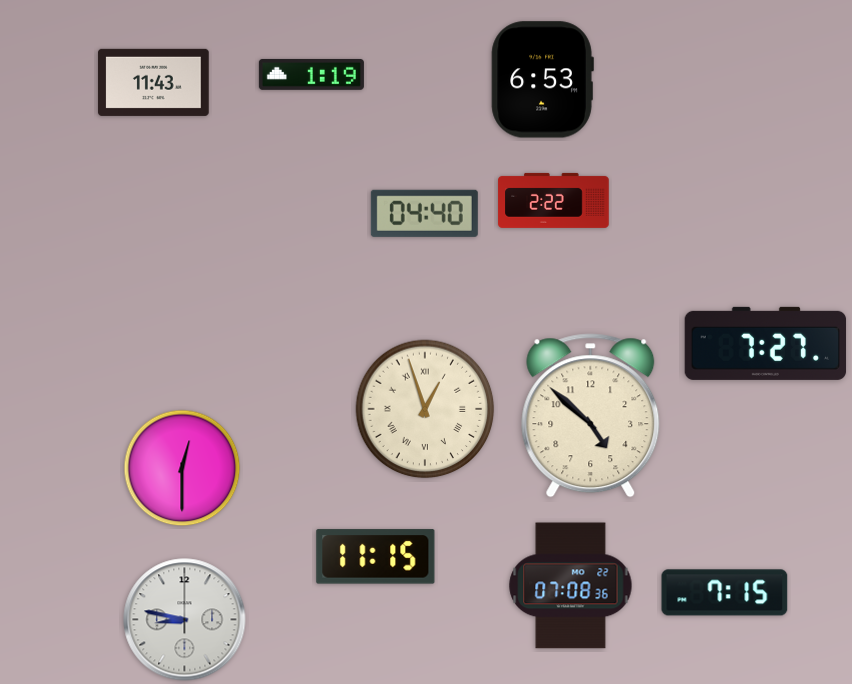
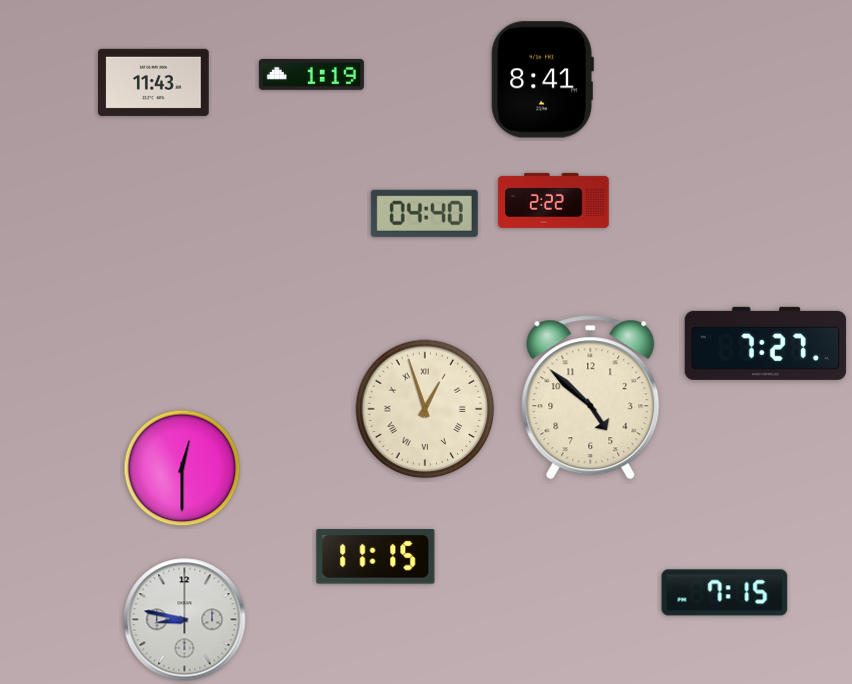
clock at (542, 80): 6:53 -> 8:41
clock at (591, 416) position: (591, 416) -> (591, 398)
clock at (571, 586): 07:08 -> none
